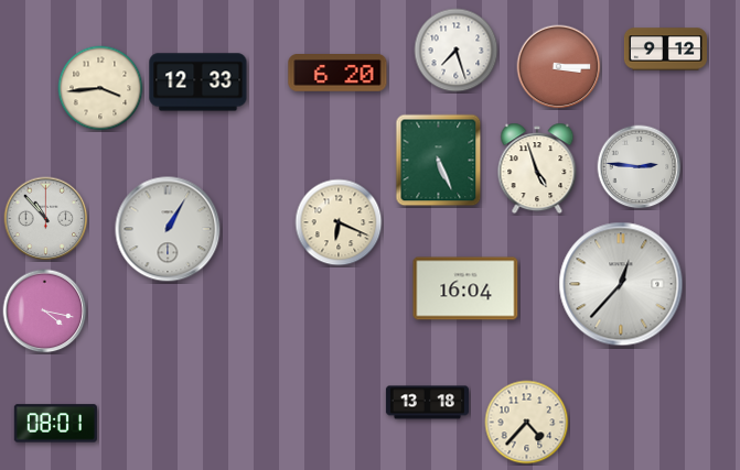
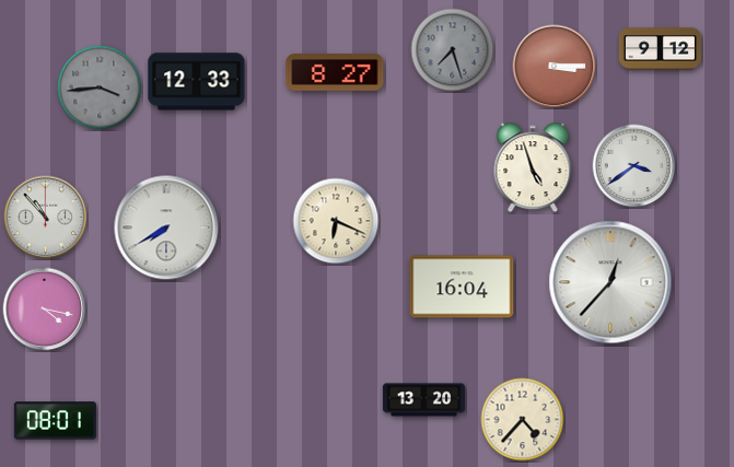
clock at (457, 51) dial: white -> grey
clock at (337, 73): 6:20 -> 8:27
clock at (100, 88) dial: cream -> grey
clock at (439, 161): 5:26 -> none
clock at (640, 167): 2:46 -> 3:39
clock at (168, 229): 1:05 -> 7:40
clock at (621, 284) position: (621, 284) -> (610, 282)
clock at (427, 403): 13:18 -> 13:20
